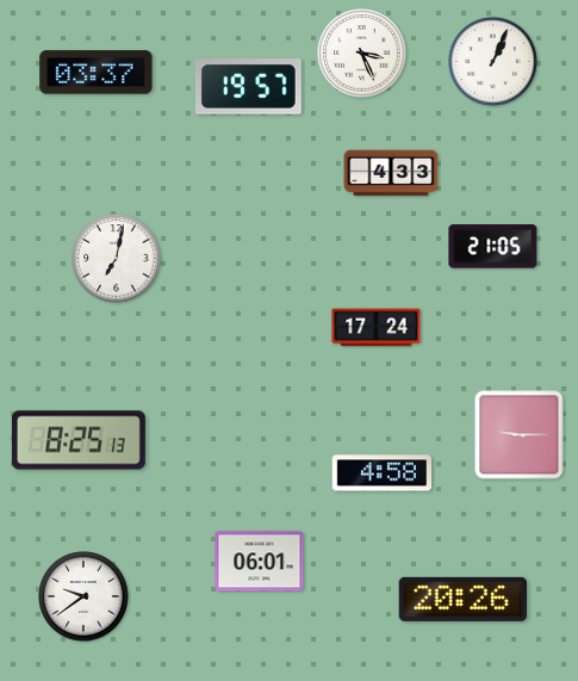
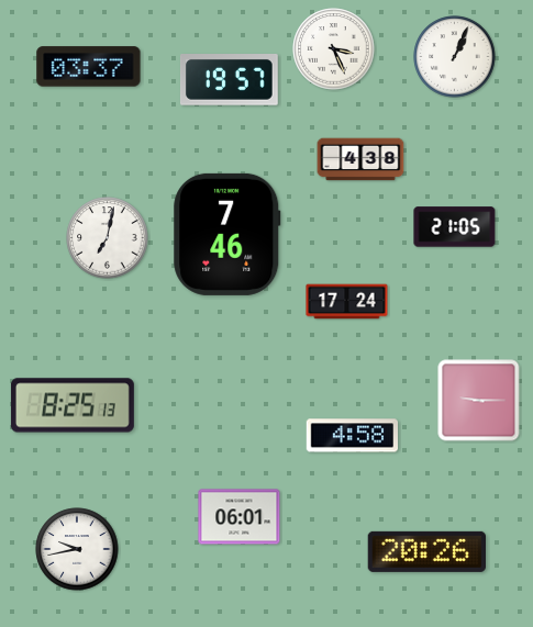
clock at (391, 173): 4:33 -> 4:38
clock at (227, 234): none -> 7:46
clock at (83, 596): 9:39 -> 9:43
